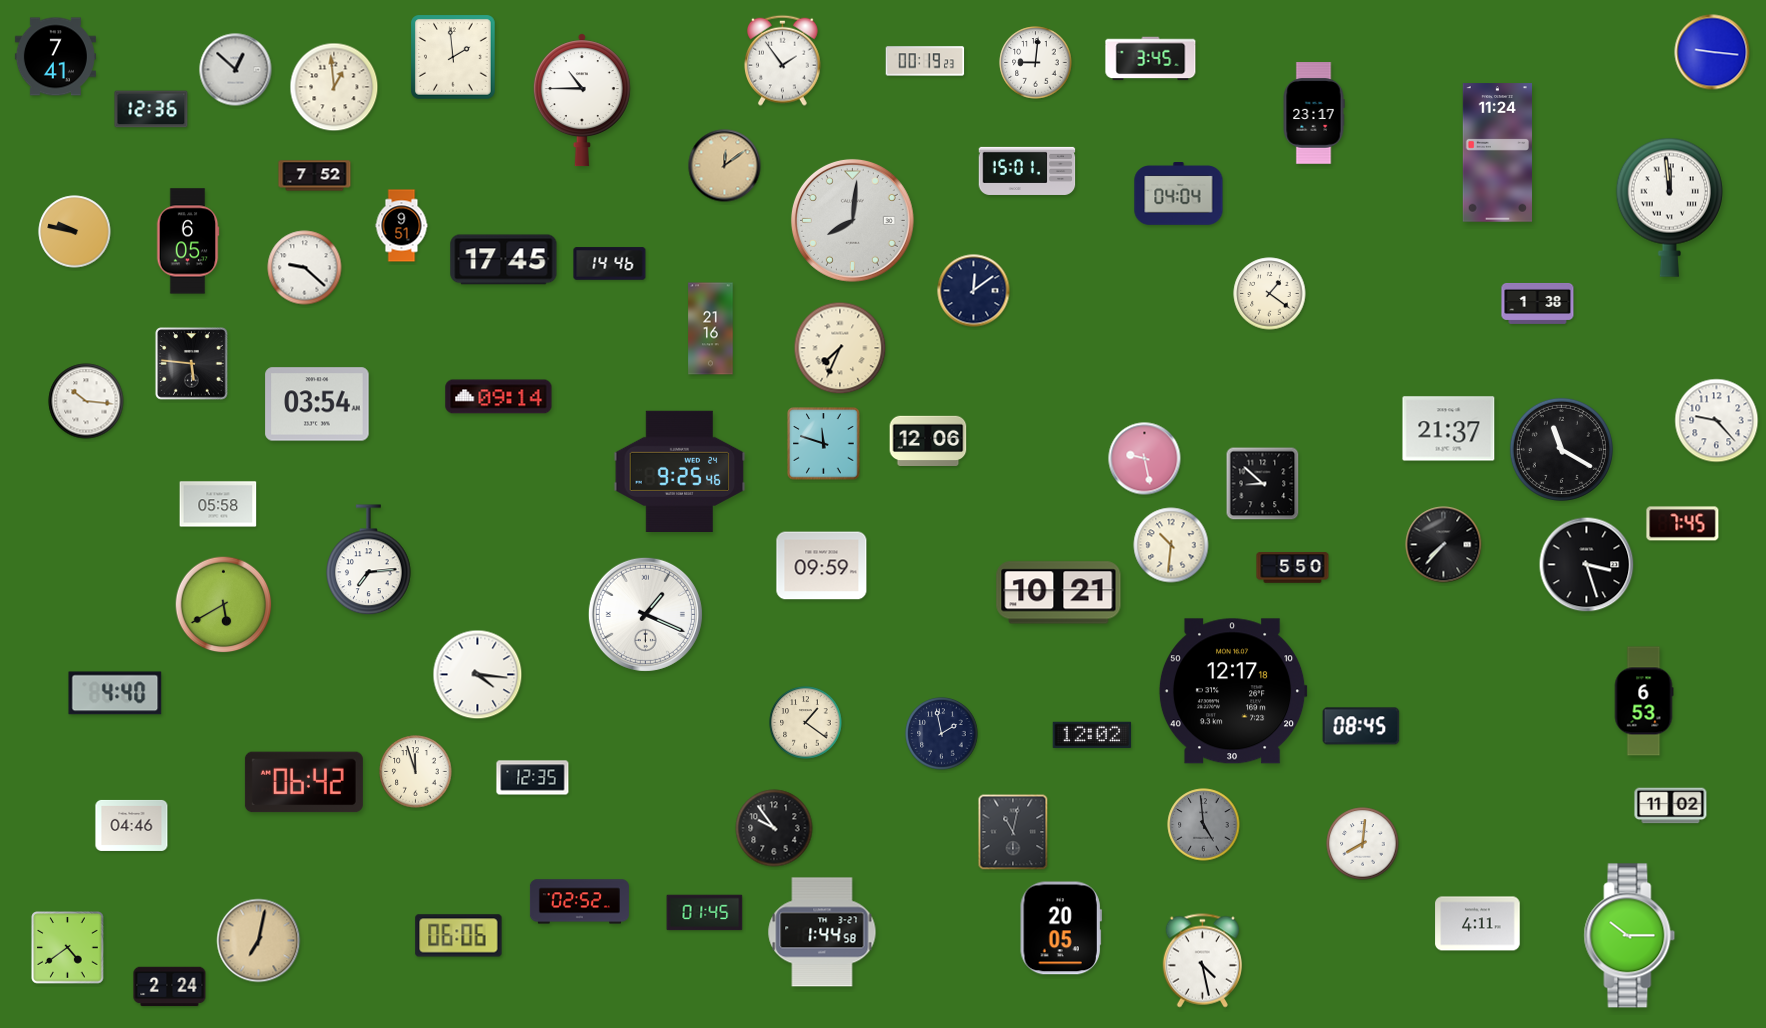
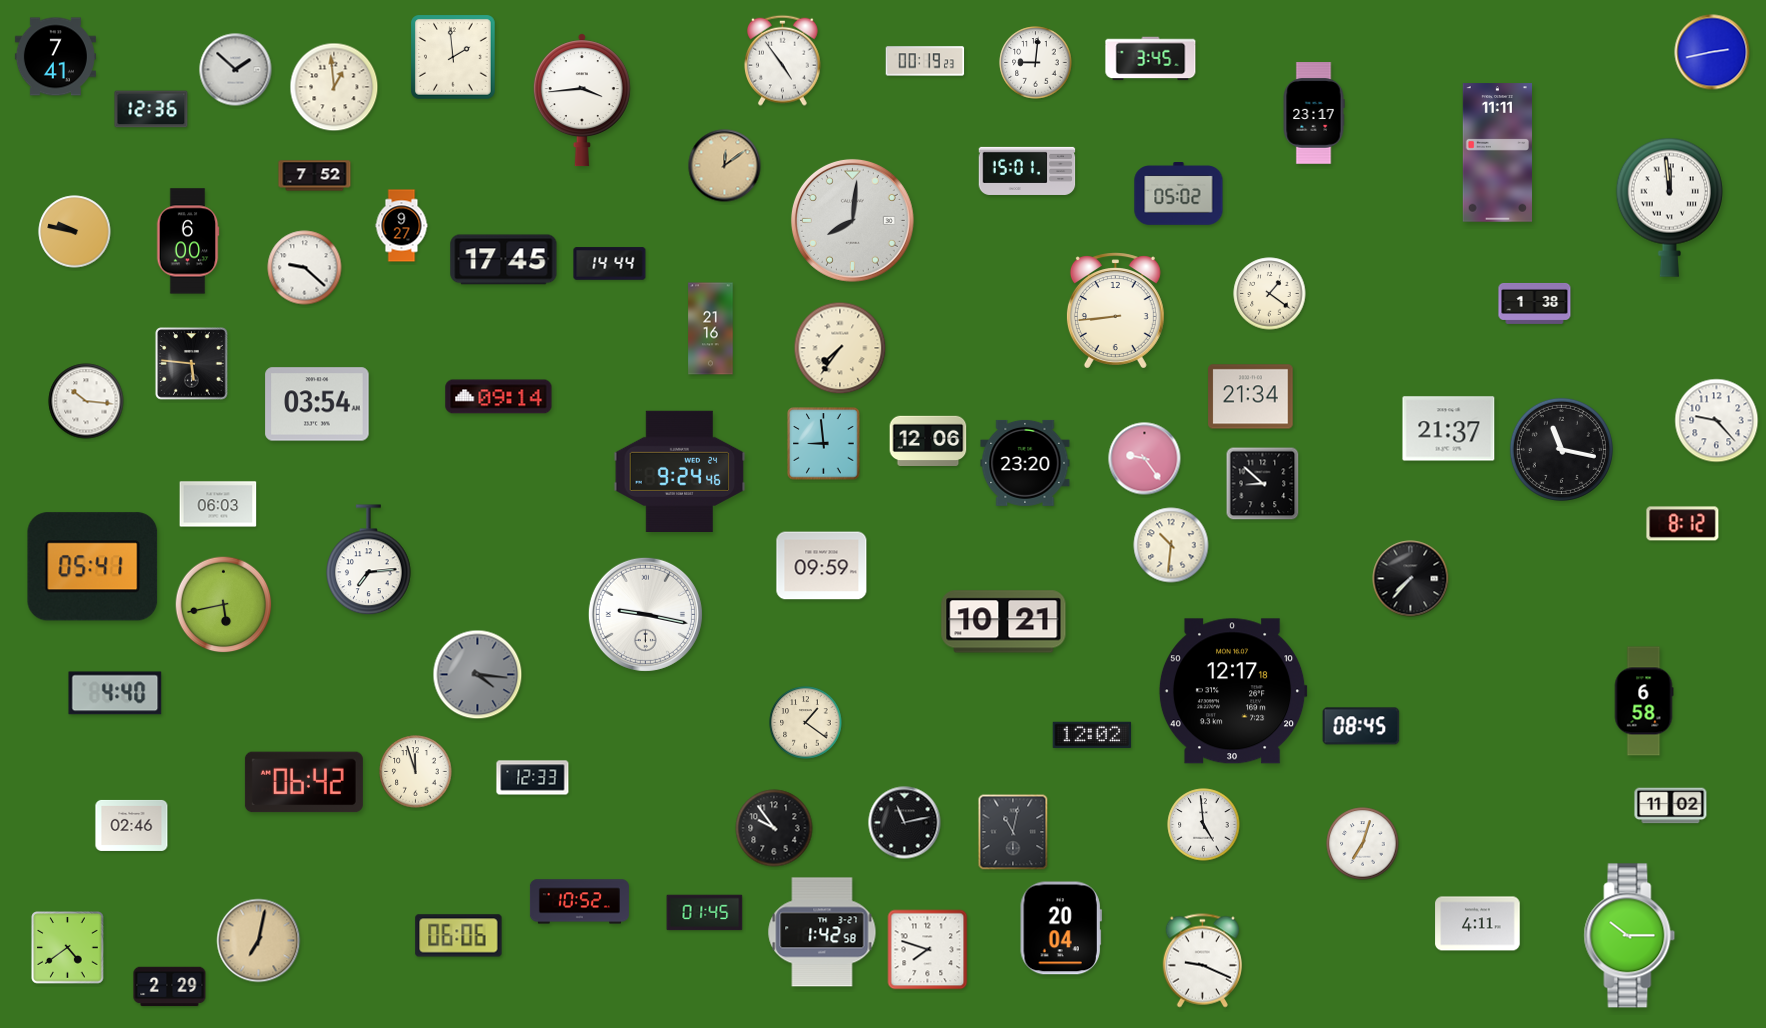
clock at (1712, 52): 9:16 -> 2:43
clock at (783, 60): 1:54 -> 4:54
clock at (236, 70): 12:52 -> 1:52
clock at (582, 100): 10:45 -> 3:44
clock at (1497, 153): 11:24 -> 11:11
clock at (1179, 194): 04:04 -> 05:02
clock at (402, 226): 9:51 -> 9:27
clock at (188, 241): 6:05 -> 6:00
clock at (610, 264): 14:46 -> 14:44
clock at (974, 291): 12:09 -> none
clock at (1538, 303) position: (1538, 303) -> (1535, 303)
clock at (1115, 311): none -> 8:44
clock at (840, 348): 7:34 -> 7:36
clock at (1251, 397): none -> 21:34
clock at (824, 444): 11:48 -> 8:59
clock at (1561, 449): 11:20 -> 11:17
clock at (1145, 459): 9:28 -> 9:24
clock at (1025, 463): none -> 23:20
clock at (680, 471): 9:25 -> 9:24
clock at (218, 504): 05:58 -> 06:03
clock at (1683, 524): 7:45 -> 8:12
clock at (1444, 545) position: (1444, 545) -> (1411, 579)
clock at (1587, 565): 3:27 -> none
clock at (93, 567): none -> 05:41
clock at (1293, 568): 5:50 -> none
clock at (1059, 593) position: (1059, 593) -> (1004, 622)
clock at (224, 605): 5:40 -> 5:43
clock at (645, 614): 1:19 -> 9:17
clock at (478, 675) dial: white -> grey
clock at (1644, 701): 6:53 -> 6:58
clock at (942, 734): 1:58 -> none
clock at (533, 778): 12:35 -> 12:33
clock at (905, 823): none -> 11:13
clock at (132, 825): 04:46 -> 02:46
clock at (1204, 825) dial: grey -> white
clock at (1363, 844): 8:01 -> 7:03
clock at (579, 902): 02:52 -> 10:52
clock at (1061, 928): 20:05 -> 20:04
clock at (822, 932): 1:44 -> 1:42
clock at (928, 950): none -> 7:48
clock at (1202, 961): 4:28 -> 9:19
clock at (170, 987): 2:24 -> 2:29
